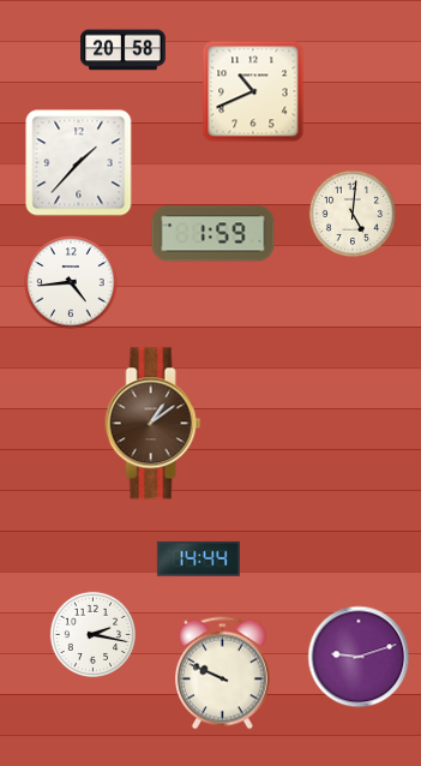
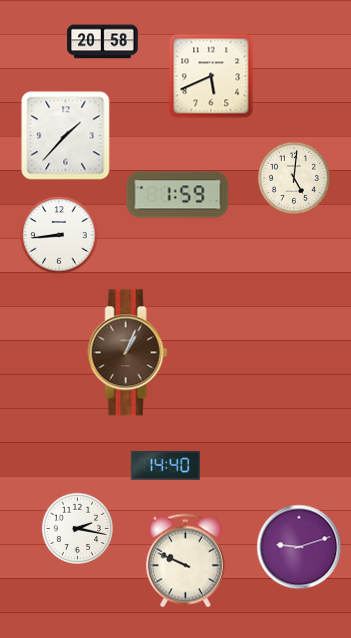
clock at (253, 91): 10:41 -> 5:41
clock at (71, 282): 4:44 -> 8:44
clock at (154, 424): 1:09 -> 1:04
clock at (198, 558): 14:44 -> 14:40
